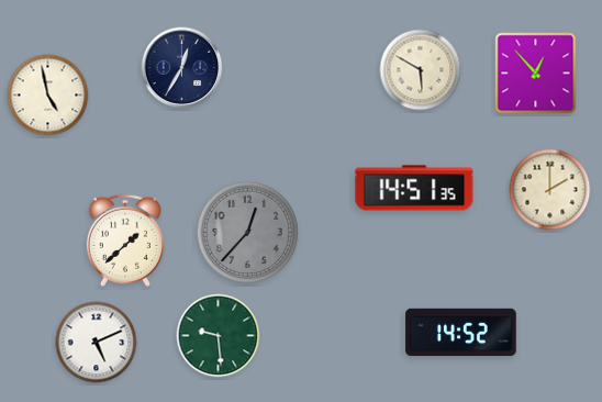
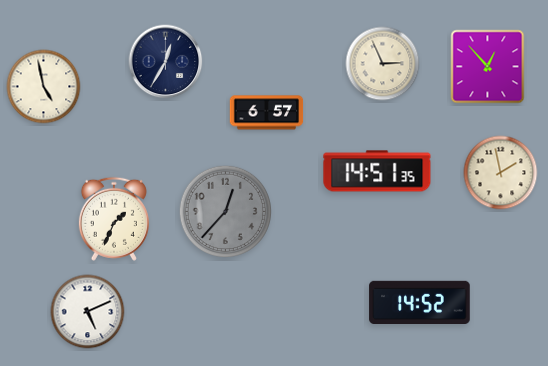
clock at (421, 70): 5:50 -> 2:56
clock at (267, 113): none -> 6:57
clock at (550, 190): 2:00 -> 1:58
clock at (125, 241): 1:38 -> 1:34
clock at (219, 336): 9:29 -> none
